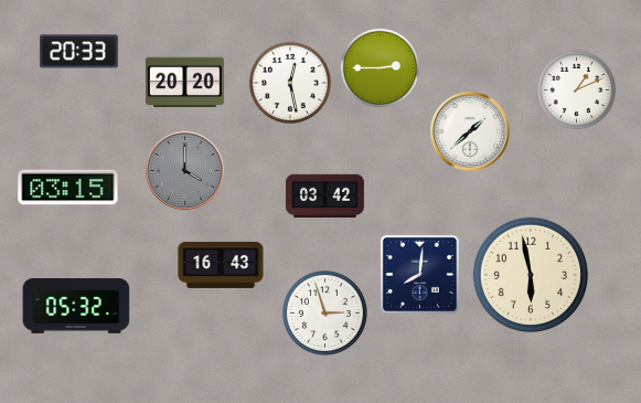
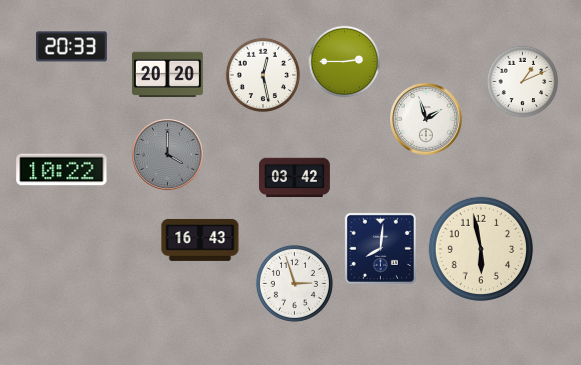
clock at (471, 132): 1:38 -> 1:57
clock at (68, 188): 03:15 -> 10:22
clock at (76, 306): 05:32 -> none
